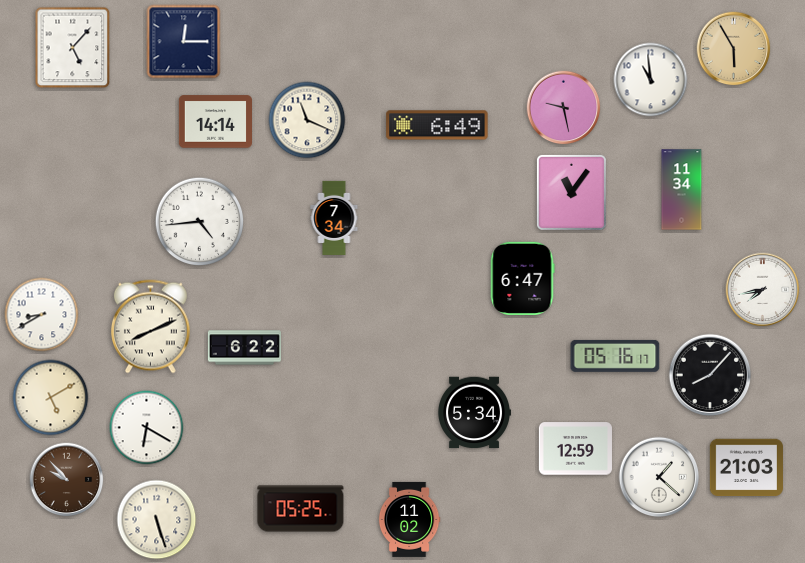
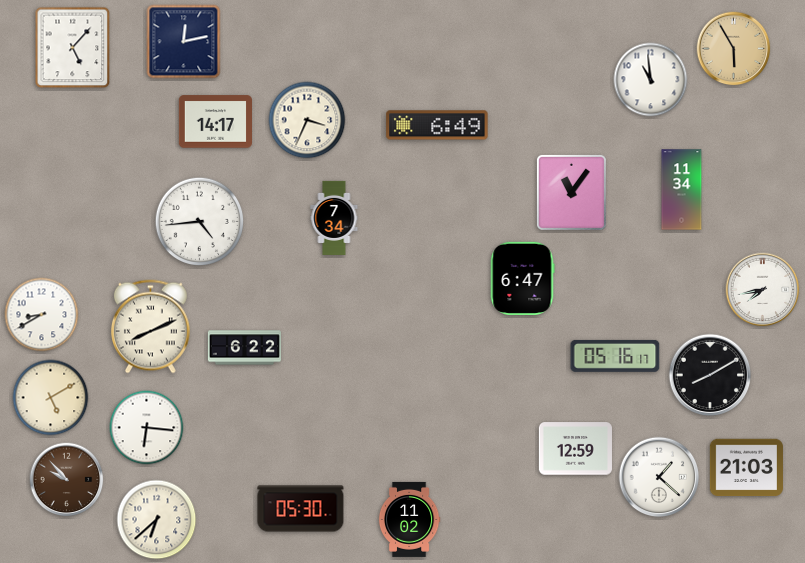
clock at (184, 42): 12:15 -> 12:13
clock at (564, 108): 9:28 -> none
clock at (307, 120): 11:19 -> 3:34
clock at (215, 122): 14:14 -> 14:17
clock at (710, 375): 8:07 -> 8:10
clock at (474, 413): 5:34 -> none
clock at (147, 428): 6:20 -> 6:16
clock at (301, 509): 05:25 -> 05:30
clock at (157, 520): 5:27 -> 6:38
